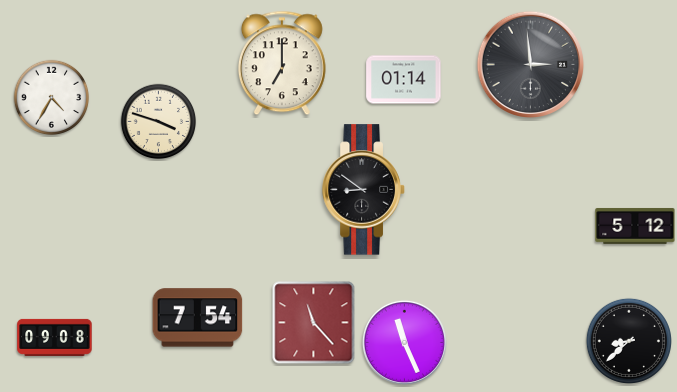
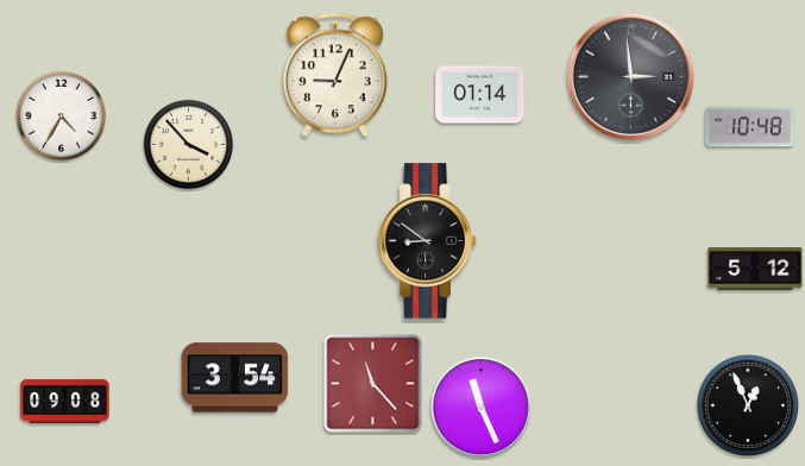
clock at (282, 63): 7:00 -> 9:04
clock at (750, 127): none -> 10:48
clock at (159, 122): 3:48 -> 3:53
clock at (364, 190) position: (364, 190) -> (428, 241)
clock at (198, 318): 7:54 -> 3:54
clock at (629, 341): 8:38 -> 12:56
